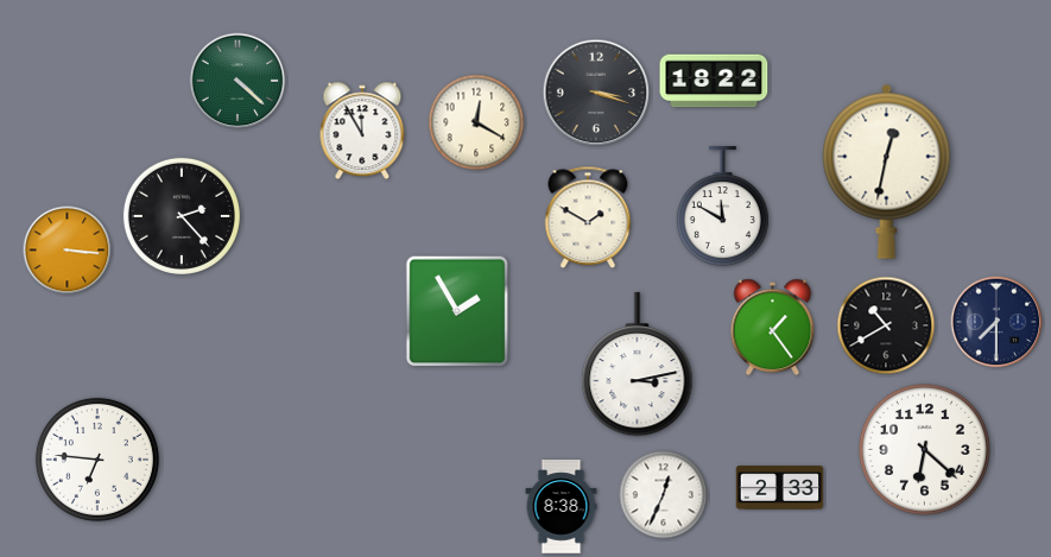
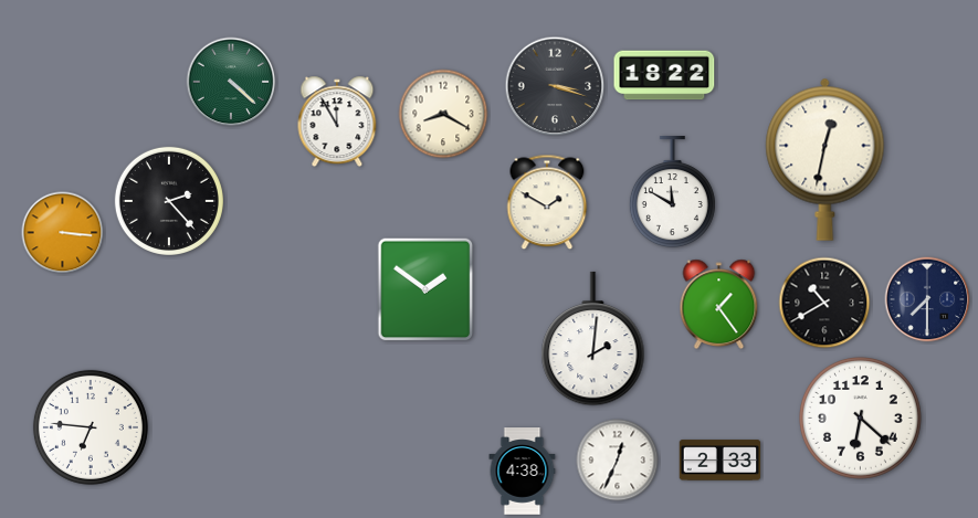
clock at (238, 81) position: (238, 81) -> (231, 82)
clock at (476, 122): 12:20 -> 8:20
clock at (457, 311): 1:55 -> 1:51
clock at (638, 365): 3:13 -> 2:01
clock at (780, 488) position: (780, 488) -> (721, 461)
clock at (562, 507): 8:38 -> 4:38
